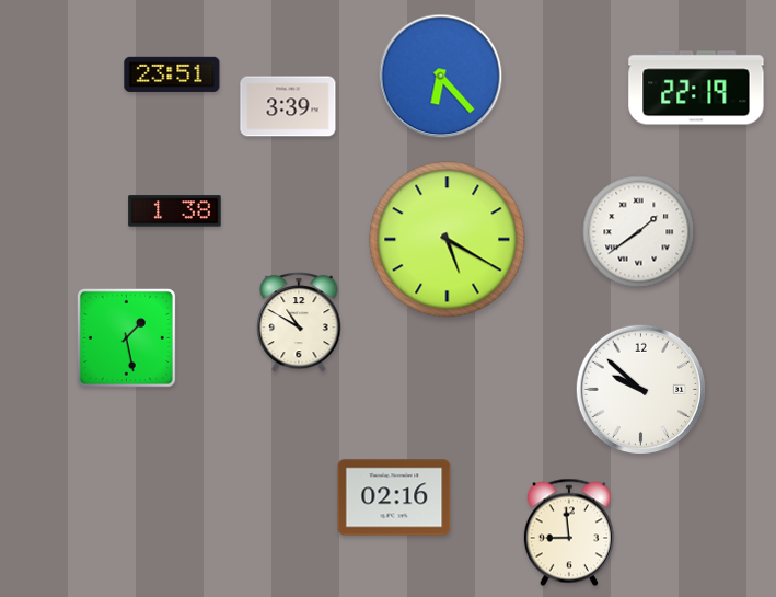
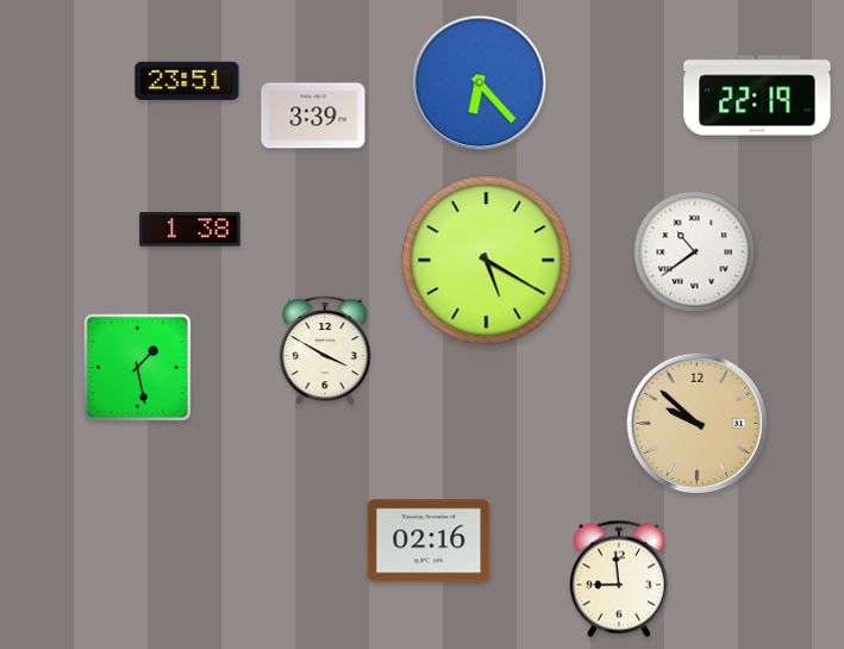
clock at (639, 232): 1:39 -> 10:39
clock at (299, 323): 10:50 -> 3:50
clock at (640, 389) dial: white -> champagne
